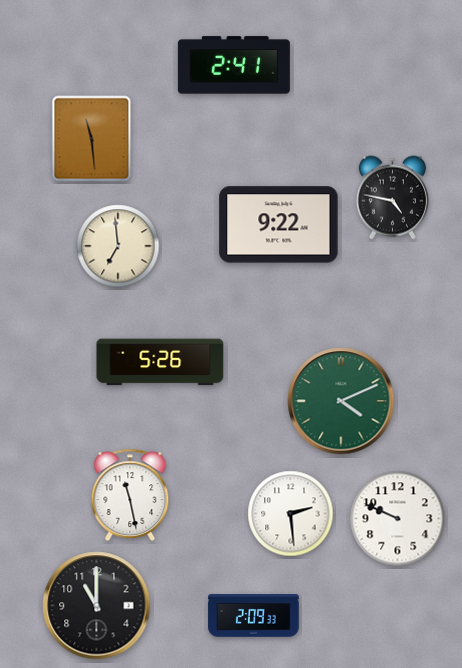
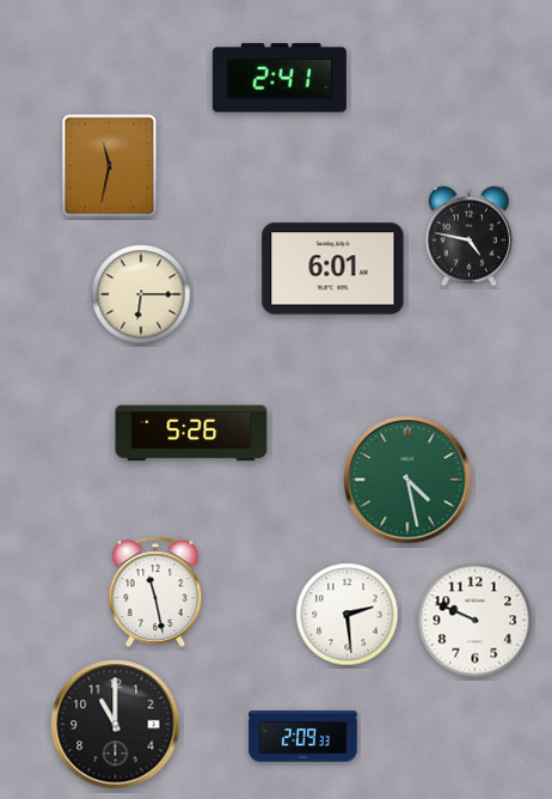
clock at (92, 139): 11:29 -> 11:32
clock at (279, 225): 9:22 -> 6:01
clock at (118, 246): 6:59 -> 6:15
clock at (341, 401): 4:11 -> 4:28
